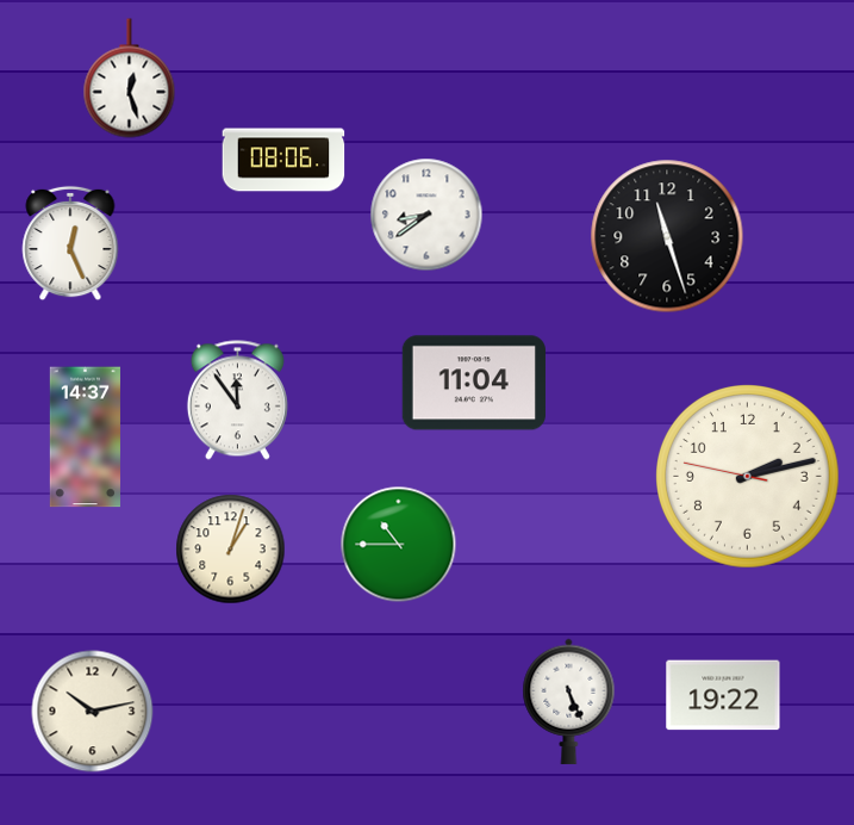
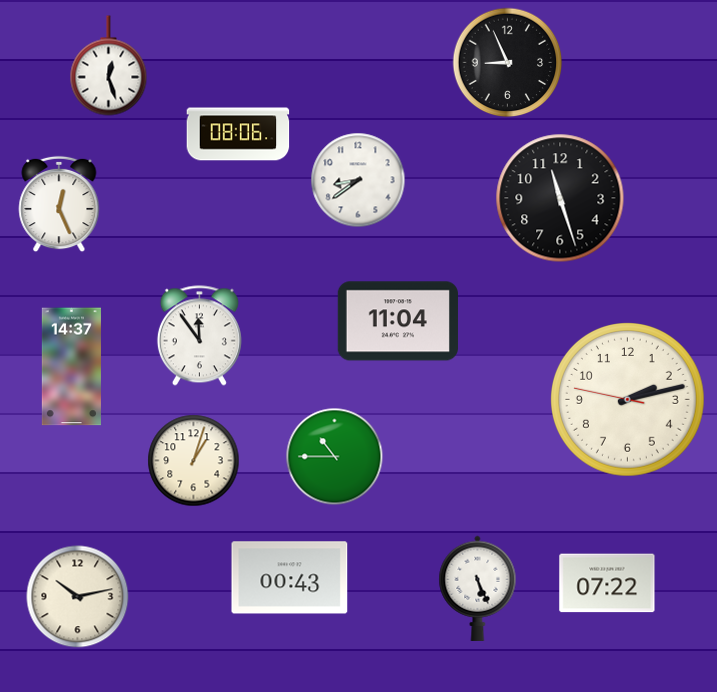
clock at (508, 63): none -> 8:56
clock at (290, 578): none -> 00:43
clock at (723, 695): 19:22 -> 07:22
